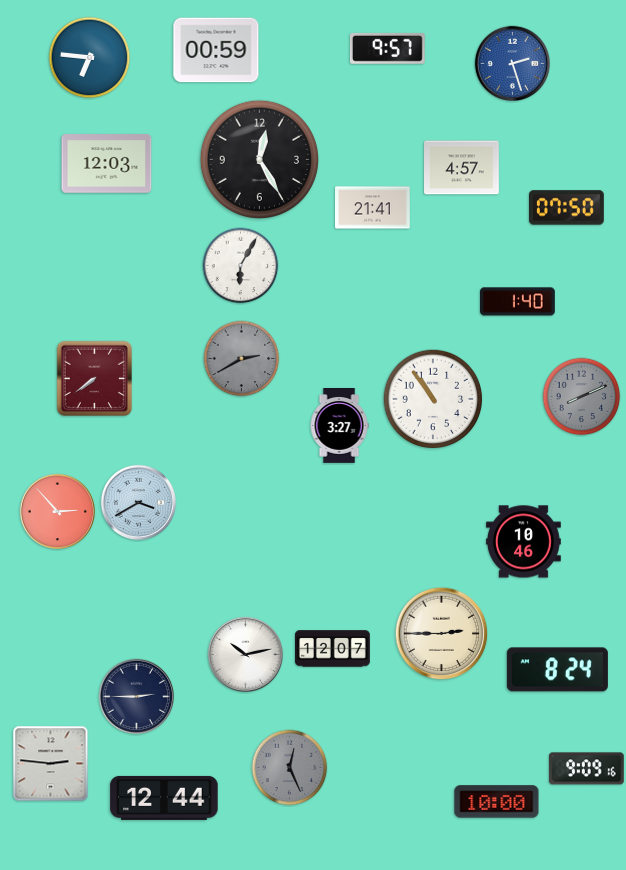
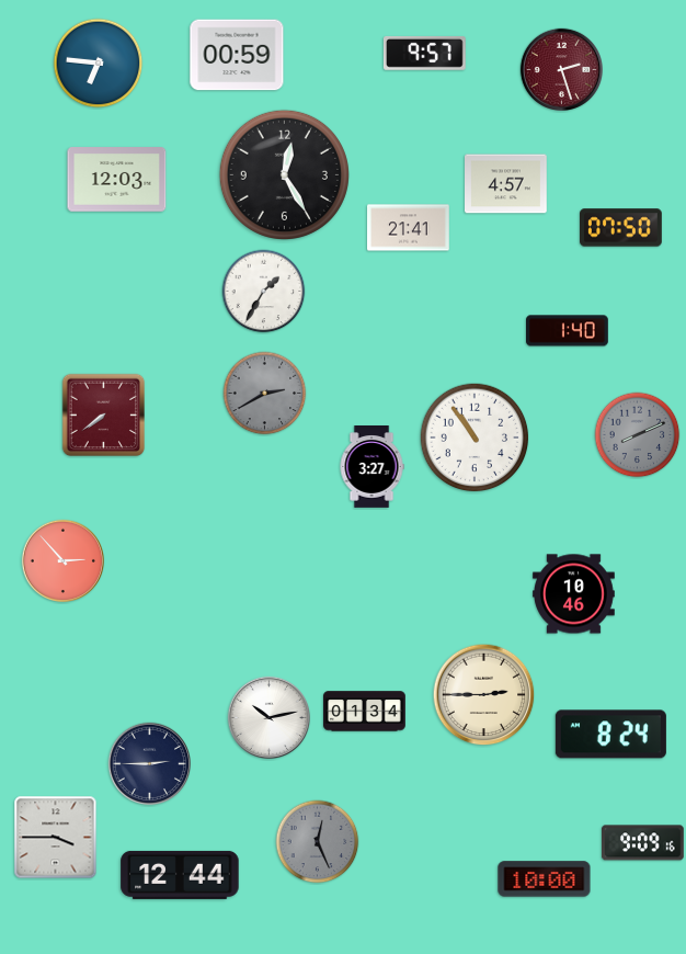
clock at (512, 63) dial: blue -> burgundy
clock at (241, 266): 6:05 -> 1:35
clock at (138, 502): 3:40 -> none
clock at (333, 649): 12:07 -> 01:34
clock at (51, 764): 2:46 -> 3:45
